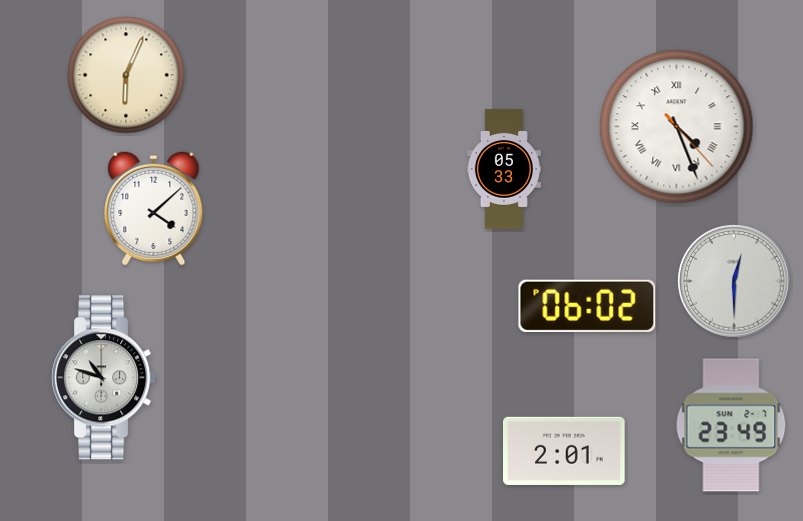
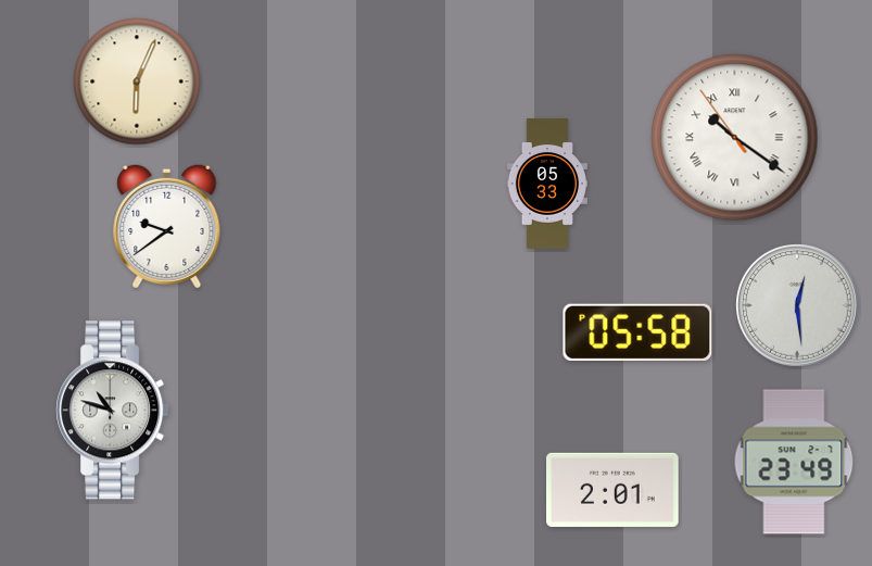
clock at (677, 127): 4:26 -> 10:20
clock at (154, 208): 4:08 -> 9:39
clock at (735, 282): 12:30 -> 12:29
clock at (587, 306): 06:02 -> 05:58
